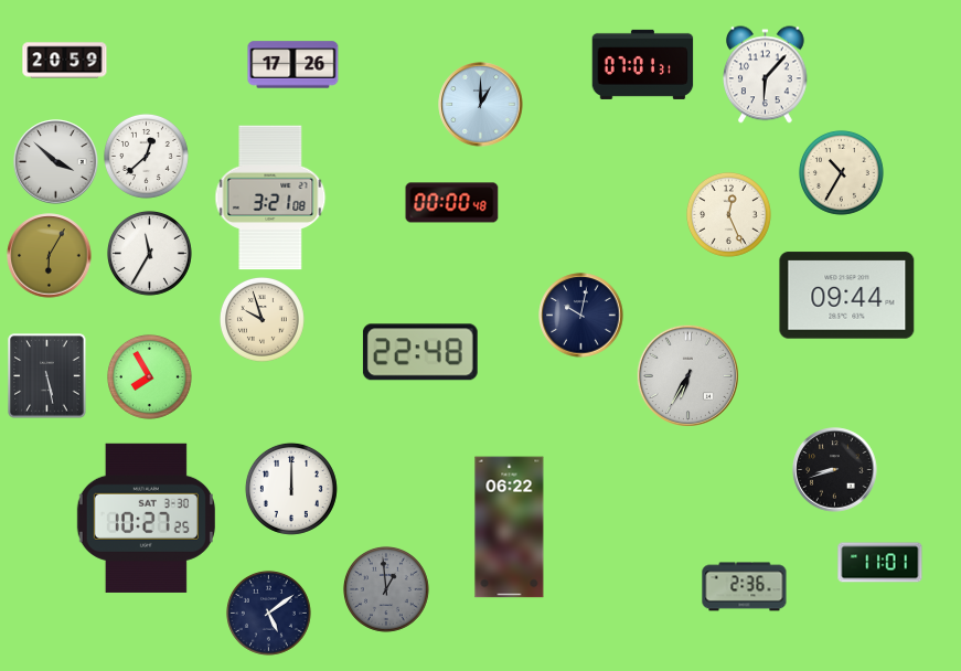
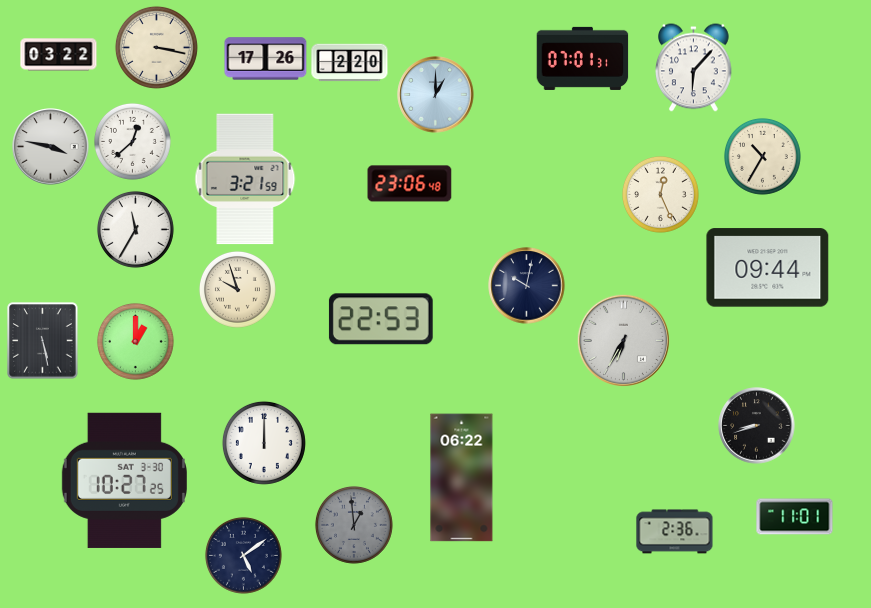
clock at (156, 47): none -> 3:17
clock at (65, 61): 20:59 -> 03:22
clock at (350, 63): none -> 2:20
clock at (56, 162): 3:52 -> 3:47
clock at (270, 198): 3:21:08 -> 3:21:59
clock at (452, 203): 00:00 -> 23:06
clock at (50, 256): 6:05 -> none
clock at (420, 352): 22:48 -> 22:53
clock at (149, 376): 7:55 -> 1:00
clock at (146, 518) position: (146, 518) -> (124, 480)
clock at (880, 563) position: (880, 563) -> (795, 517)
clock at (386, 589) position: (386, 589) -> (354, 525)
